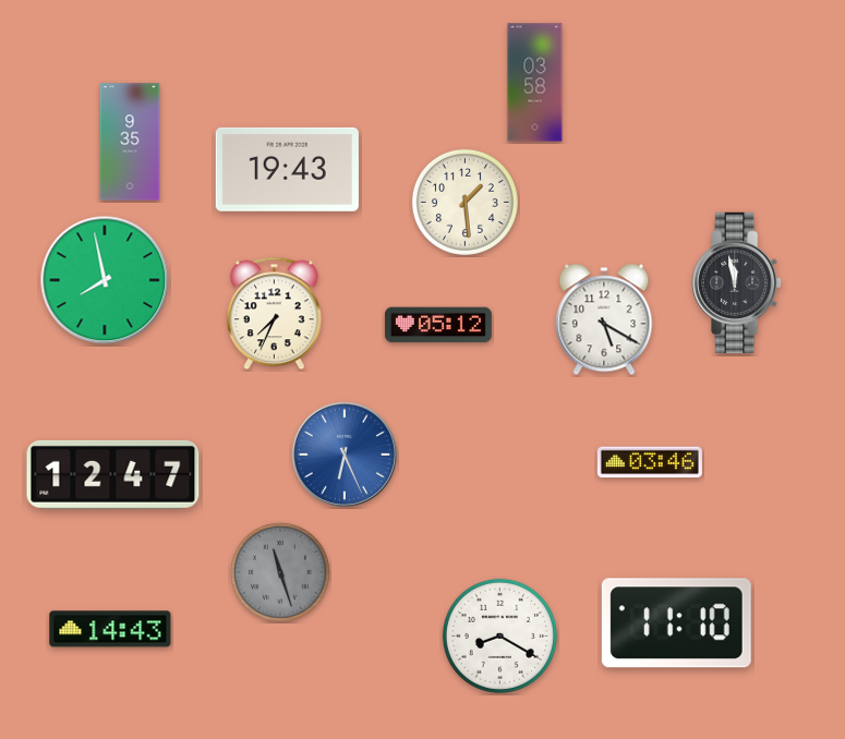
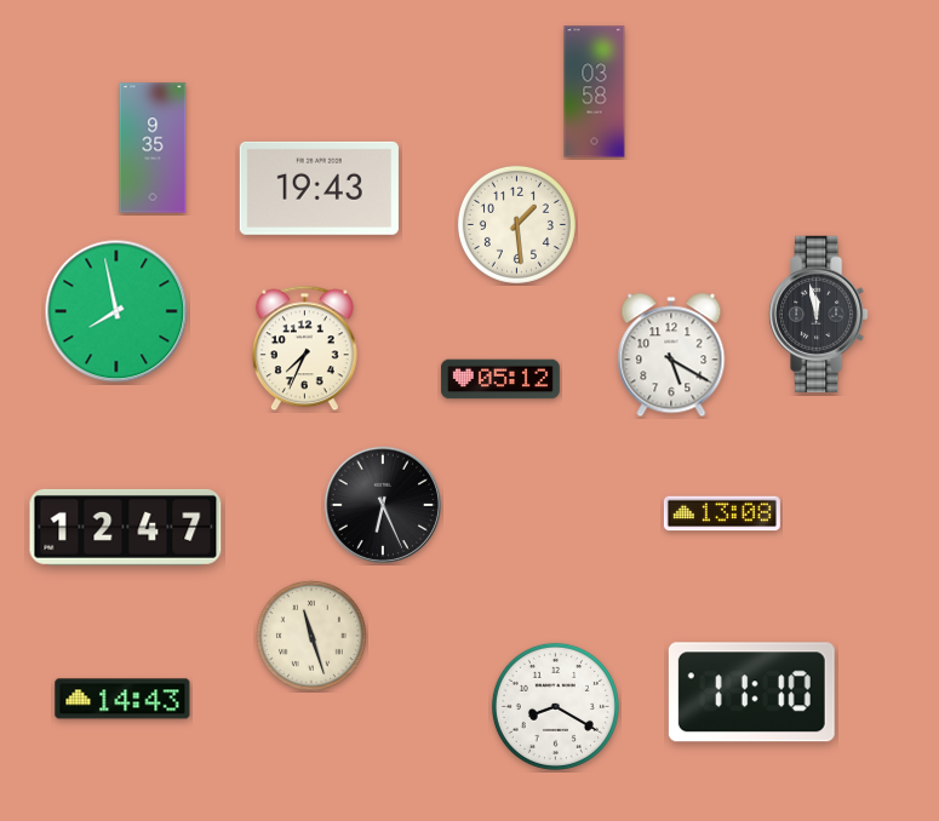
clock at (130, 142) position: (130, 142) -> (153, 148)
clock at (438, 325) position: (438, 325) -> (500, 379)
clock at (345, 455) dial: blue -> black
clock at (650, 462): 03:46 -> 13:08
clock at (280, 572) dial: grey -> cream
